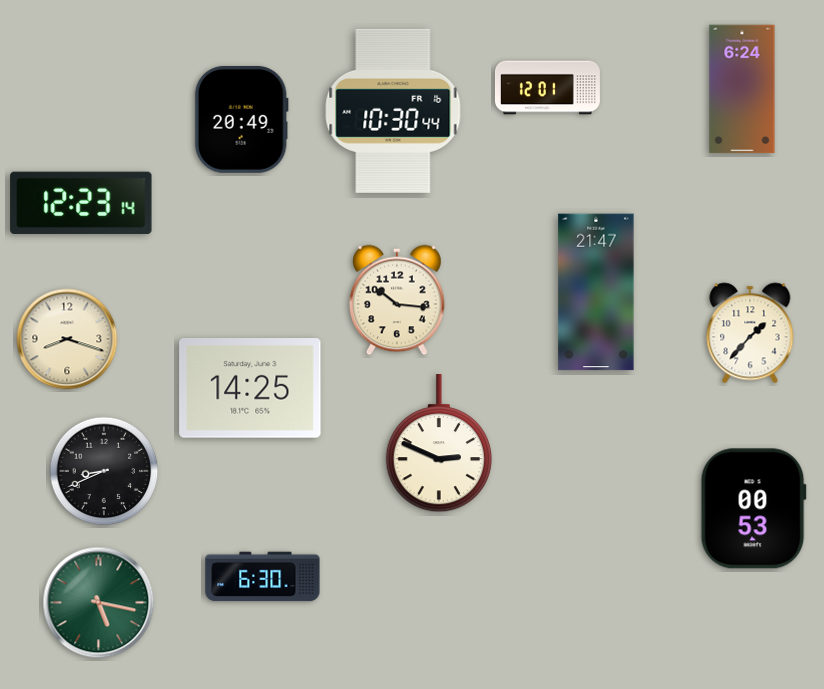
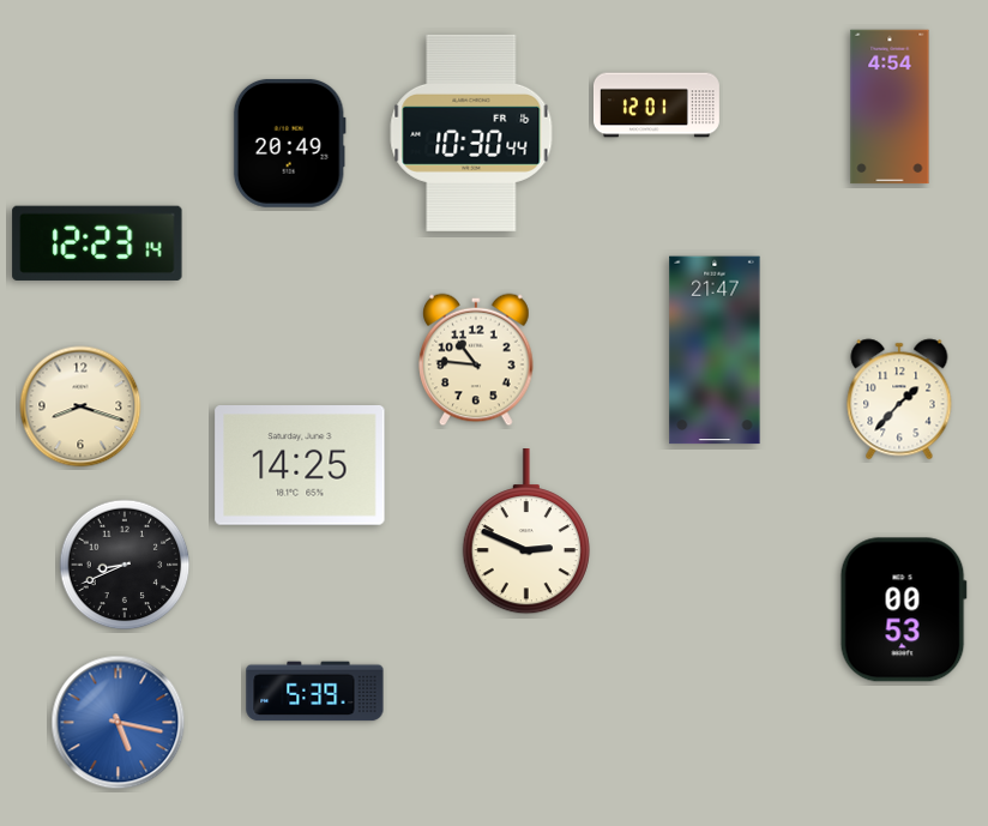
clock at (742, 89): 6:24 -> 4:54
clock at (397, 300): 10:16 -> 10:46
clock at (263, 577): 6:30 -> 5:39
clock at (99, 603) dial: green -> blue
